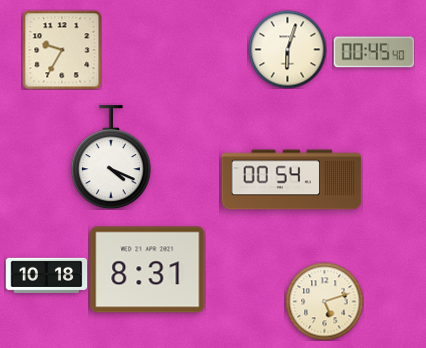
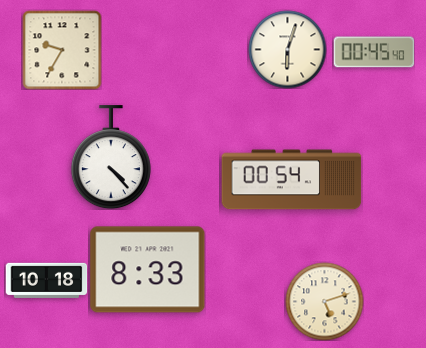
clock at (111, 157): 4:19 -> 4:23
clock at (148, 270): 8:31 -> 8:33
clock at (46, 275) position: (46, 275) -> (46, 280)
